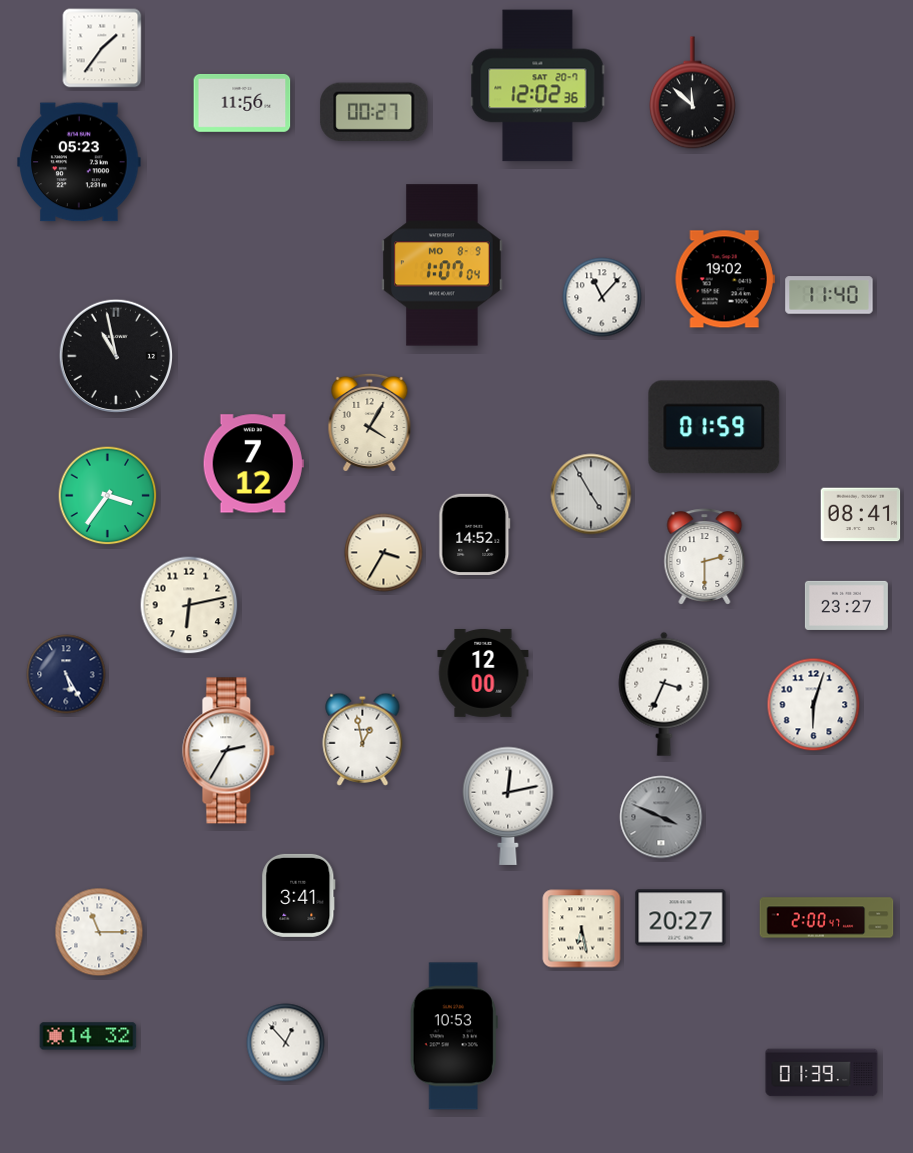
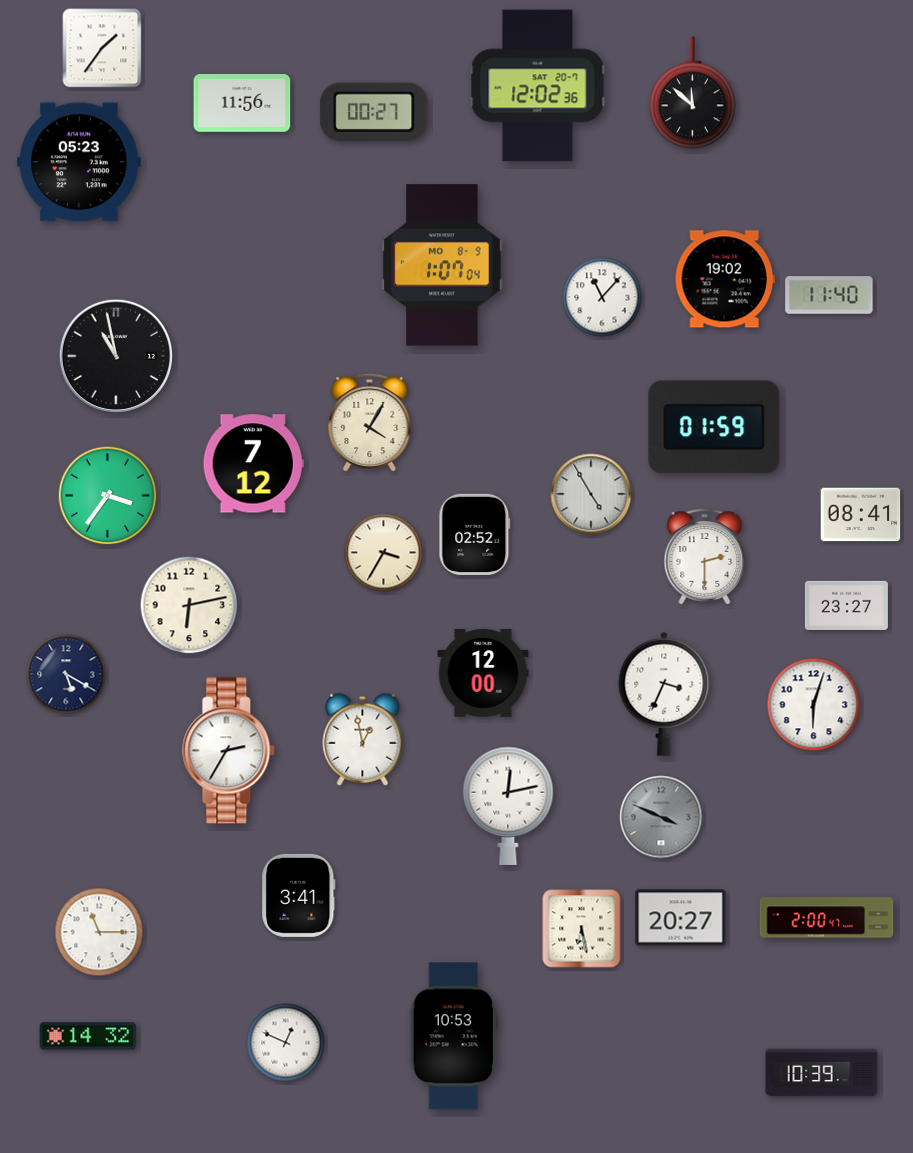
clock at (475, 534): 14:52 -> 02:52
clock at (66, 674): 5:25 -> 5:20
clock at (286, 1043): 12:53 -> 12:49
clock at (822, 1073): 01:39 -> 10:39
